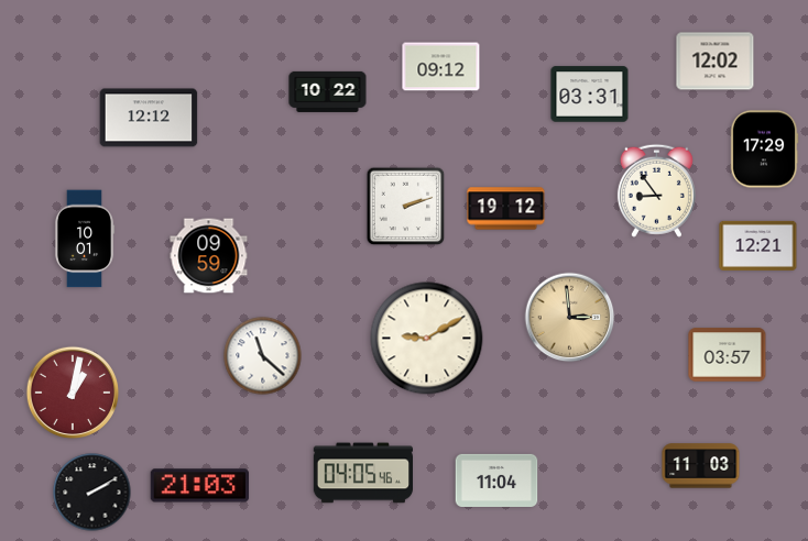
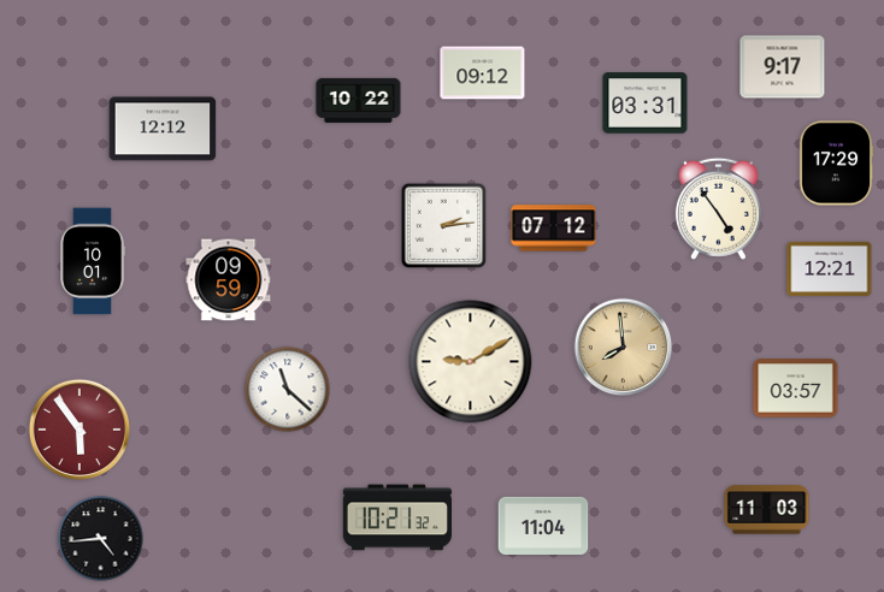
clock at (716, 62): 12:02 -> 9:17
clock at (656, 190): 8:54 -> 4:54
clock at (406, 207): 2:12 -> 2:14
clock at (506, 209): 19:12 -> 07:12
clock at (570, 318): 2:59 -> 7:59
clock at (427, 339) position: (427, 339) -> (471, 362)
clock at (73, 393): 1:02 -> 5:54
clock at (363, 473): 04:05 -> 10:21
clock at (200, 486): 21:03 -> none
clock at (92, 493): 2:10 -> 4:44
